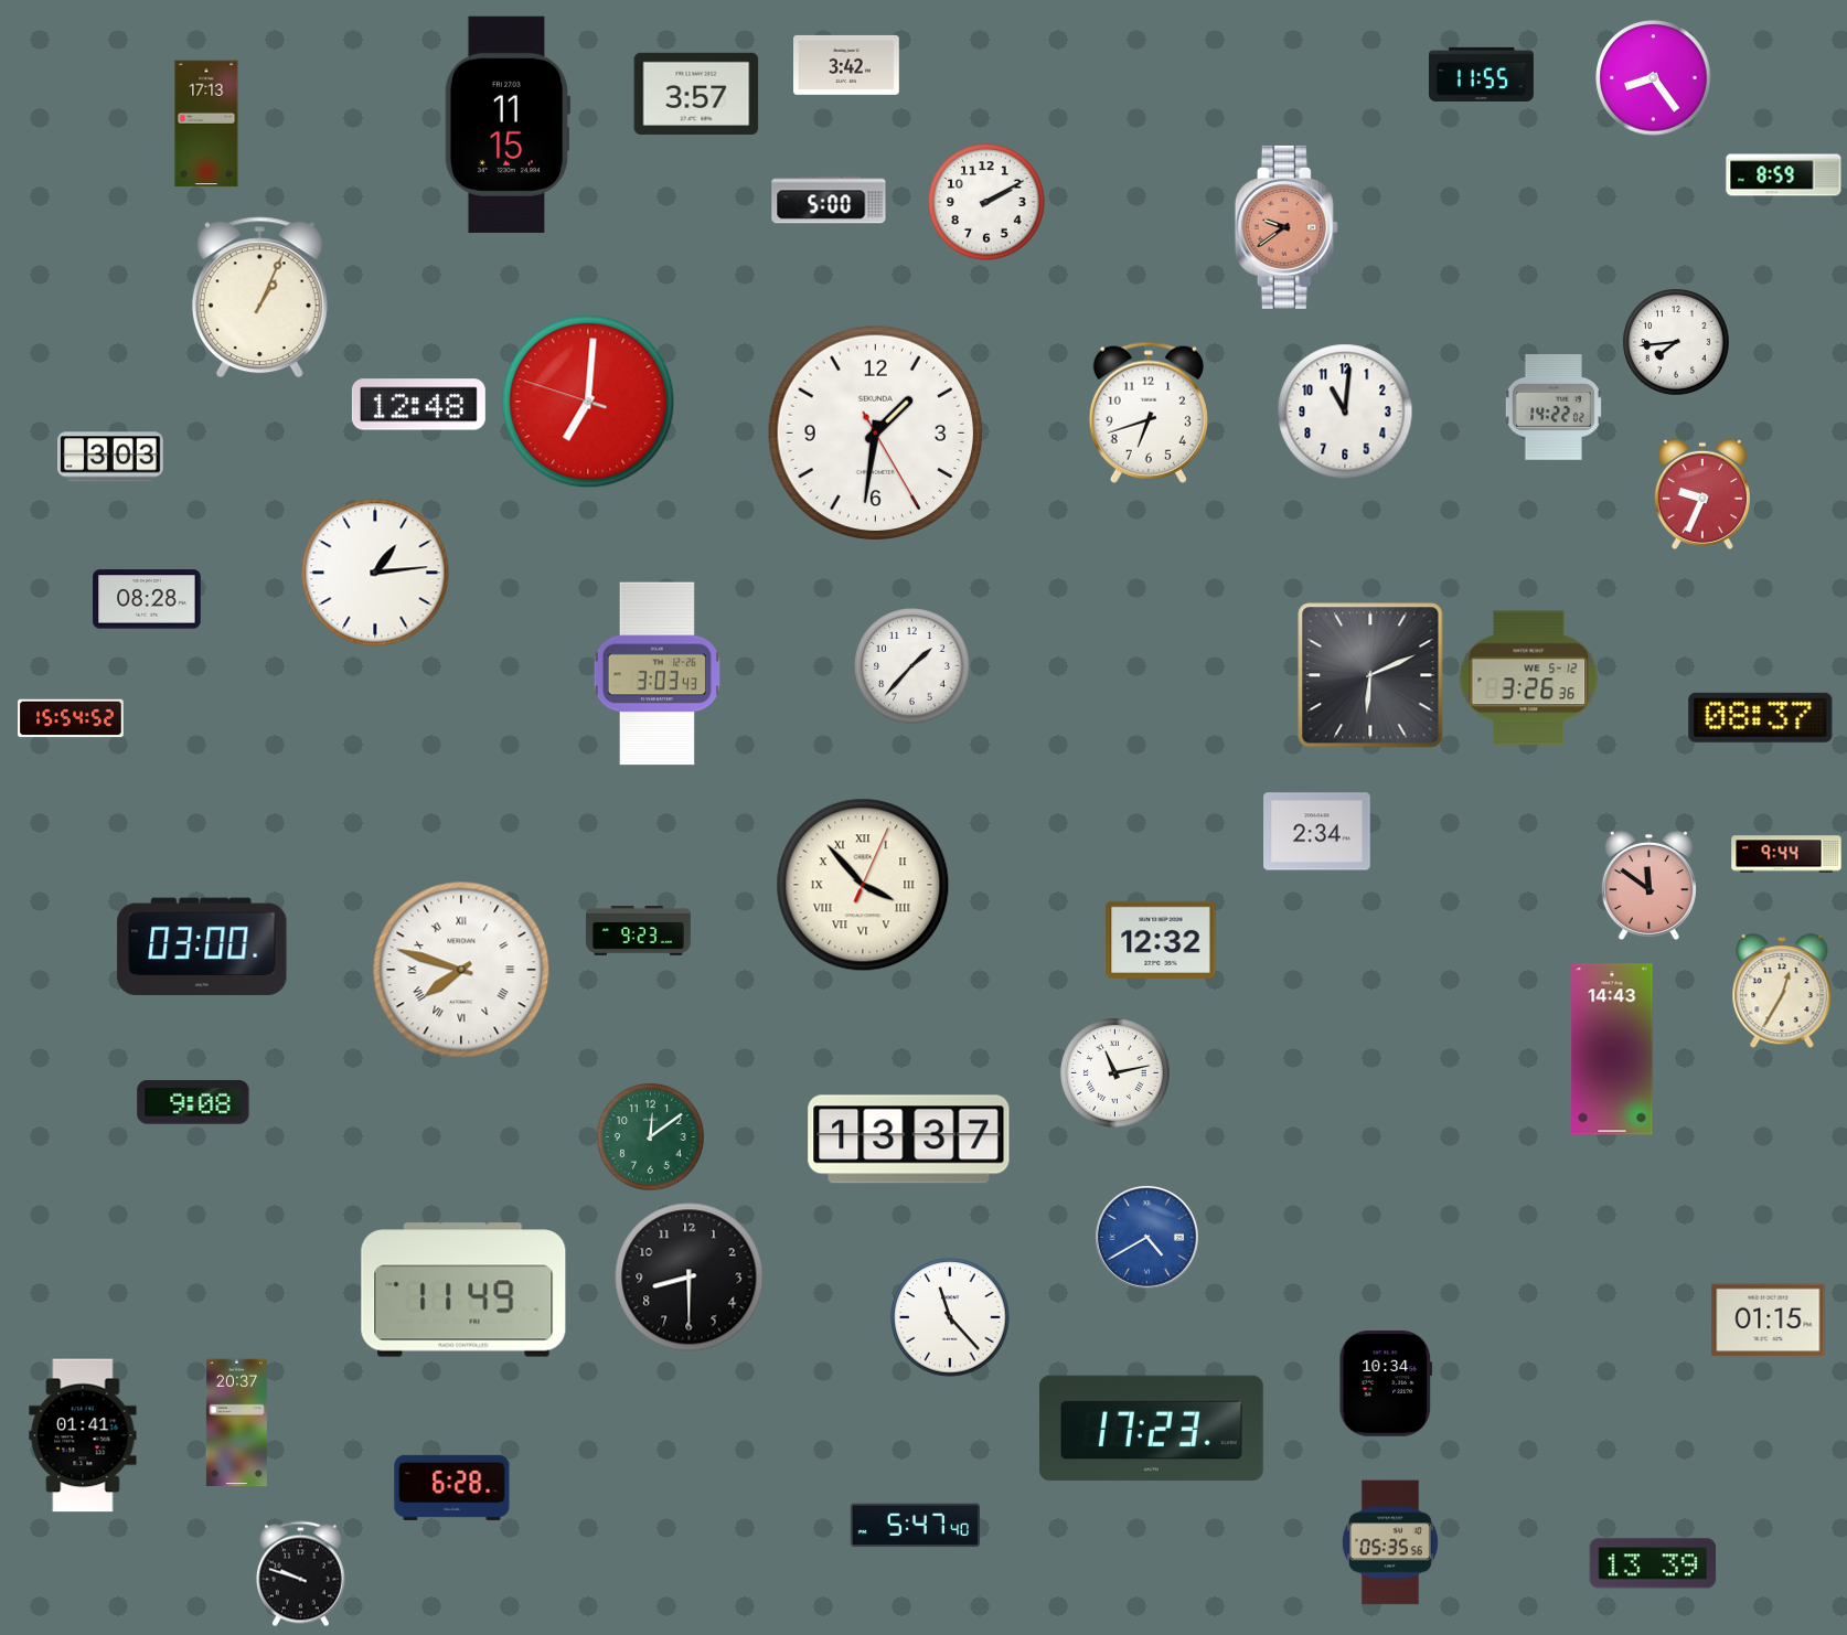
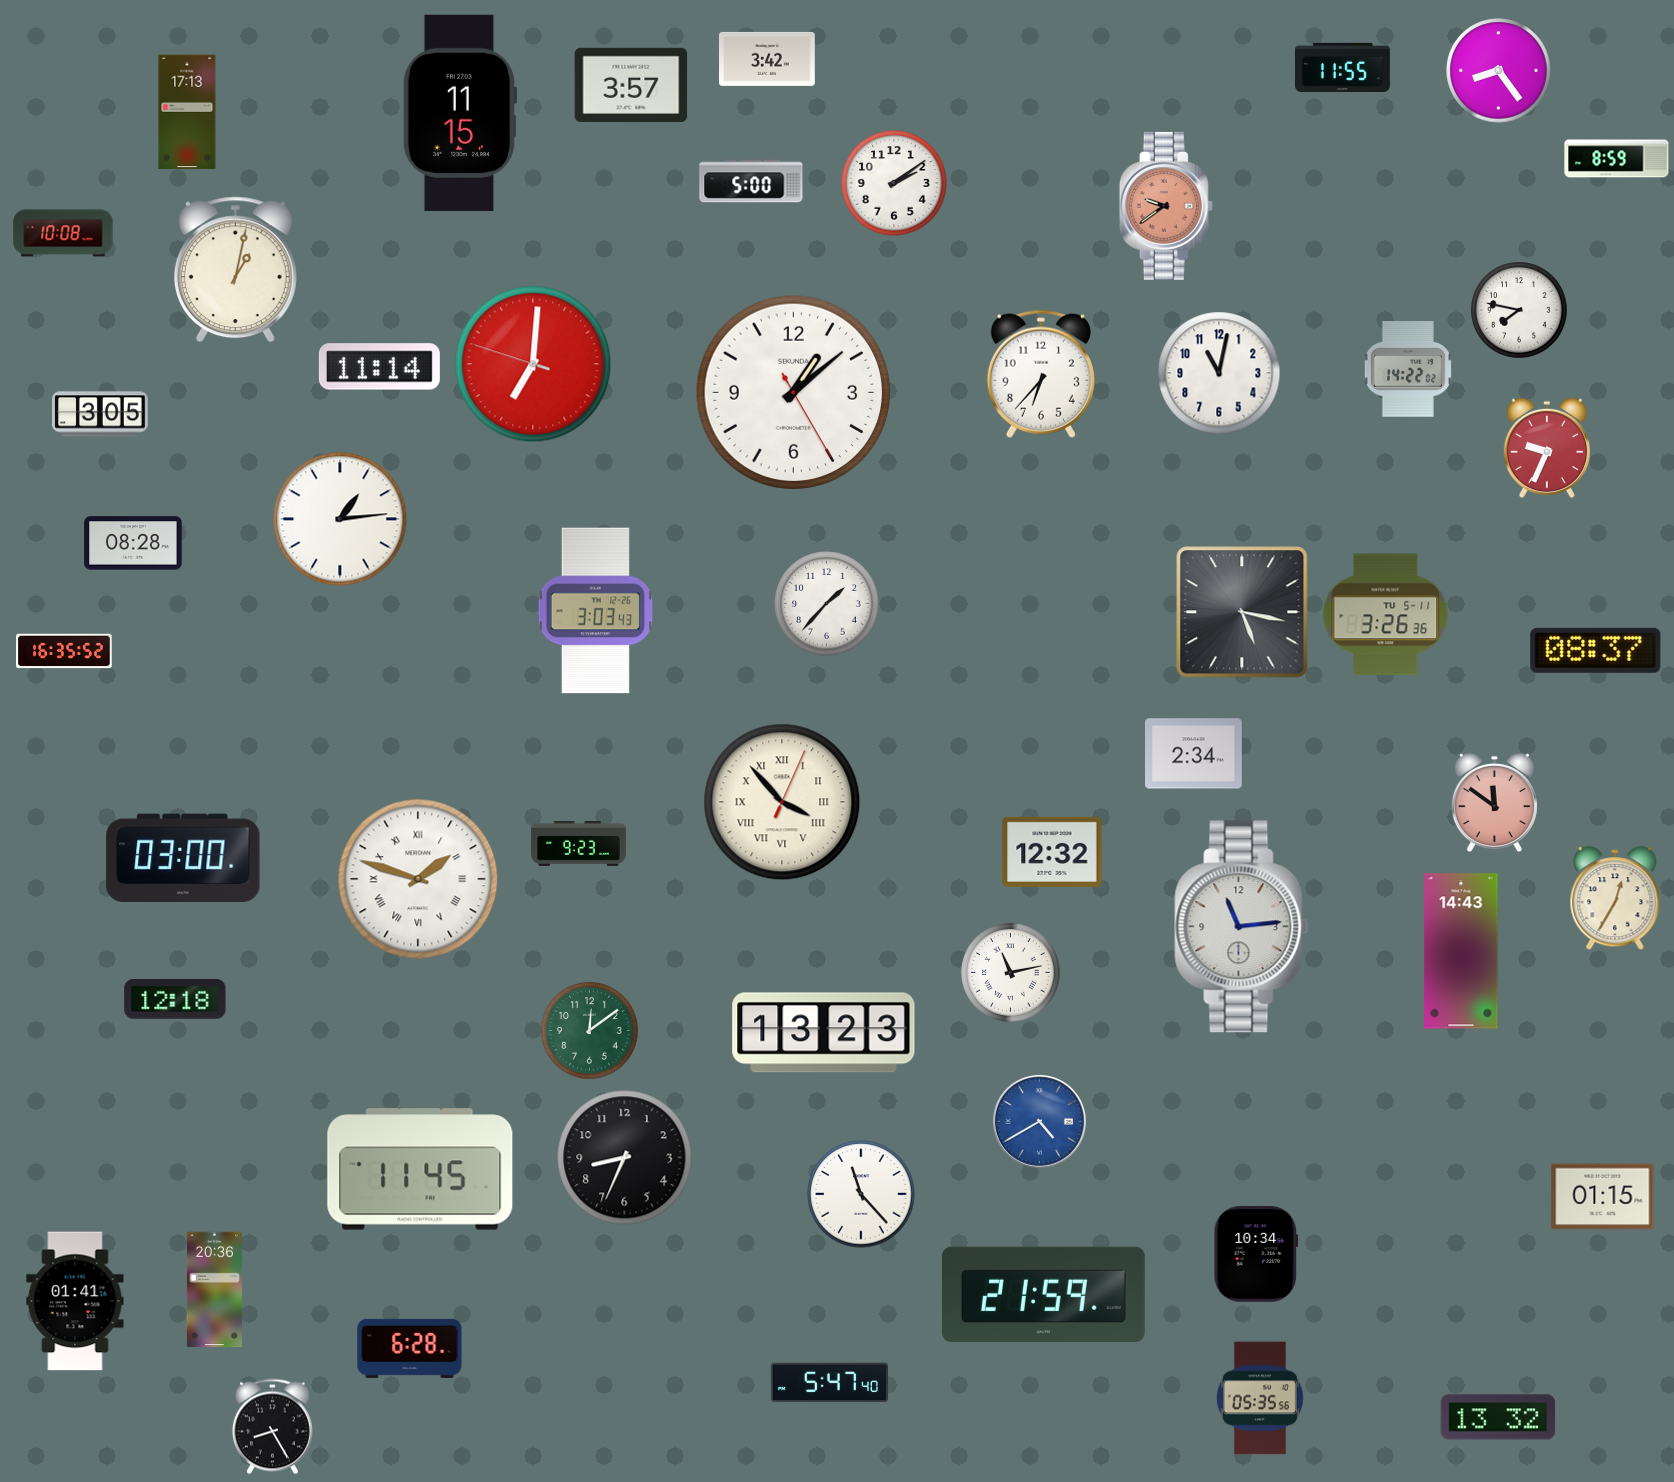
clock at (986, 202): 2:10 -> 2:09
clock at (63, 233): none -> 10:08
clock at (259, 298): 1:04 -> 1:02
clock at (1676, 342): 7:44 -> 7:47
clock at (418, 405): 12:48 -> 11:14
clock at (1345, 412): 11:01 -> 11:02
clock at (1149, 413): 6:42 -> 6:37
clock at (876, 434): 1:31 -> 1:08
clock at (111, 457): 3:03 -> 3:05
clock at (1702, 494) position: (1702, 494) -> (1547, 448)
clock at (1370, 675): 6:11 -> 5:17
clock at (1529, 678) date: WE 5-12 -> TU 5-11
clock at (71, 718): 15:54 -> 16:35
clock at (1786, 854): 9:44 -> none
clock at (461, 970): 7:48 -> 1:48
clock at (1242, 927): none -> 11:14
clock at (193, 1103): 9:08 -> 12:18
clock at (909, 1140): 13:37 -> 13:23
clock at (690, 1278): 8:30 -> 8:34
clock at (463, 1290): 11:49 -> 11:45
clock at (236, 1423): 20:37 -> 20:36
clock at (1152, 1428): 17:23 -> 21:59
clock at (1653, 1563): 13:39 -> 13:32
clock at (300, 1574): 9:48 -> 8:25
